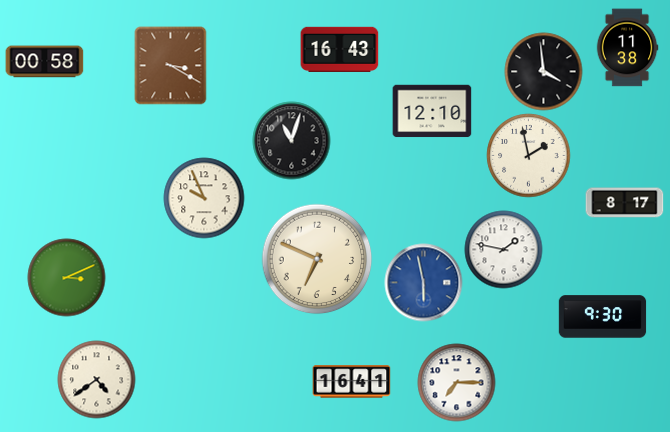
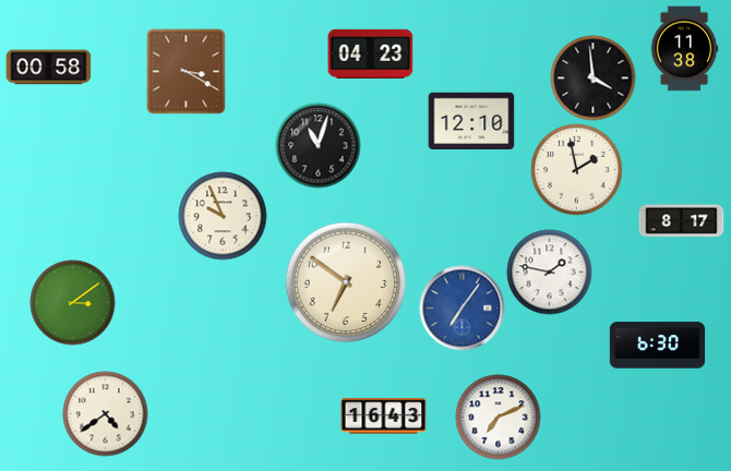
clock at (627, 47) position: (627, 47) -> (684, 48)
clock at (339, 49): 16:43 -> 04:23
clock at (291, 140) position: (291, 140) -> (317, 145)
clock at (317, 259): 6:49 -> 6:51
clock at (66, 277): 3:11 -> 3:09
clock at (423, 282): 5:58 -> 7:06
clock at (602, 317): 9:30 -> 6:30
clock at (351, 382): 16:41 -> 16:43
clock at (456, 382): 7:15 -> 7:11
